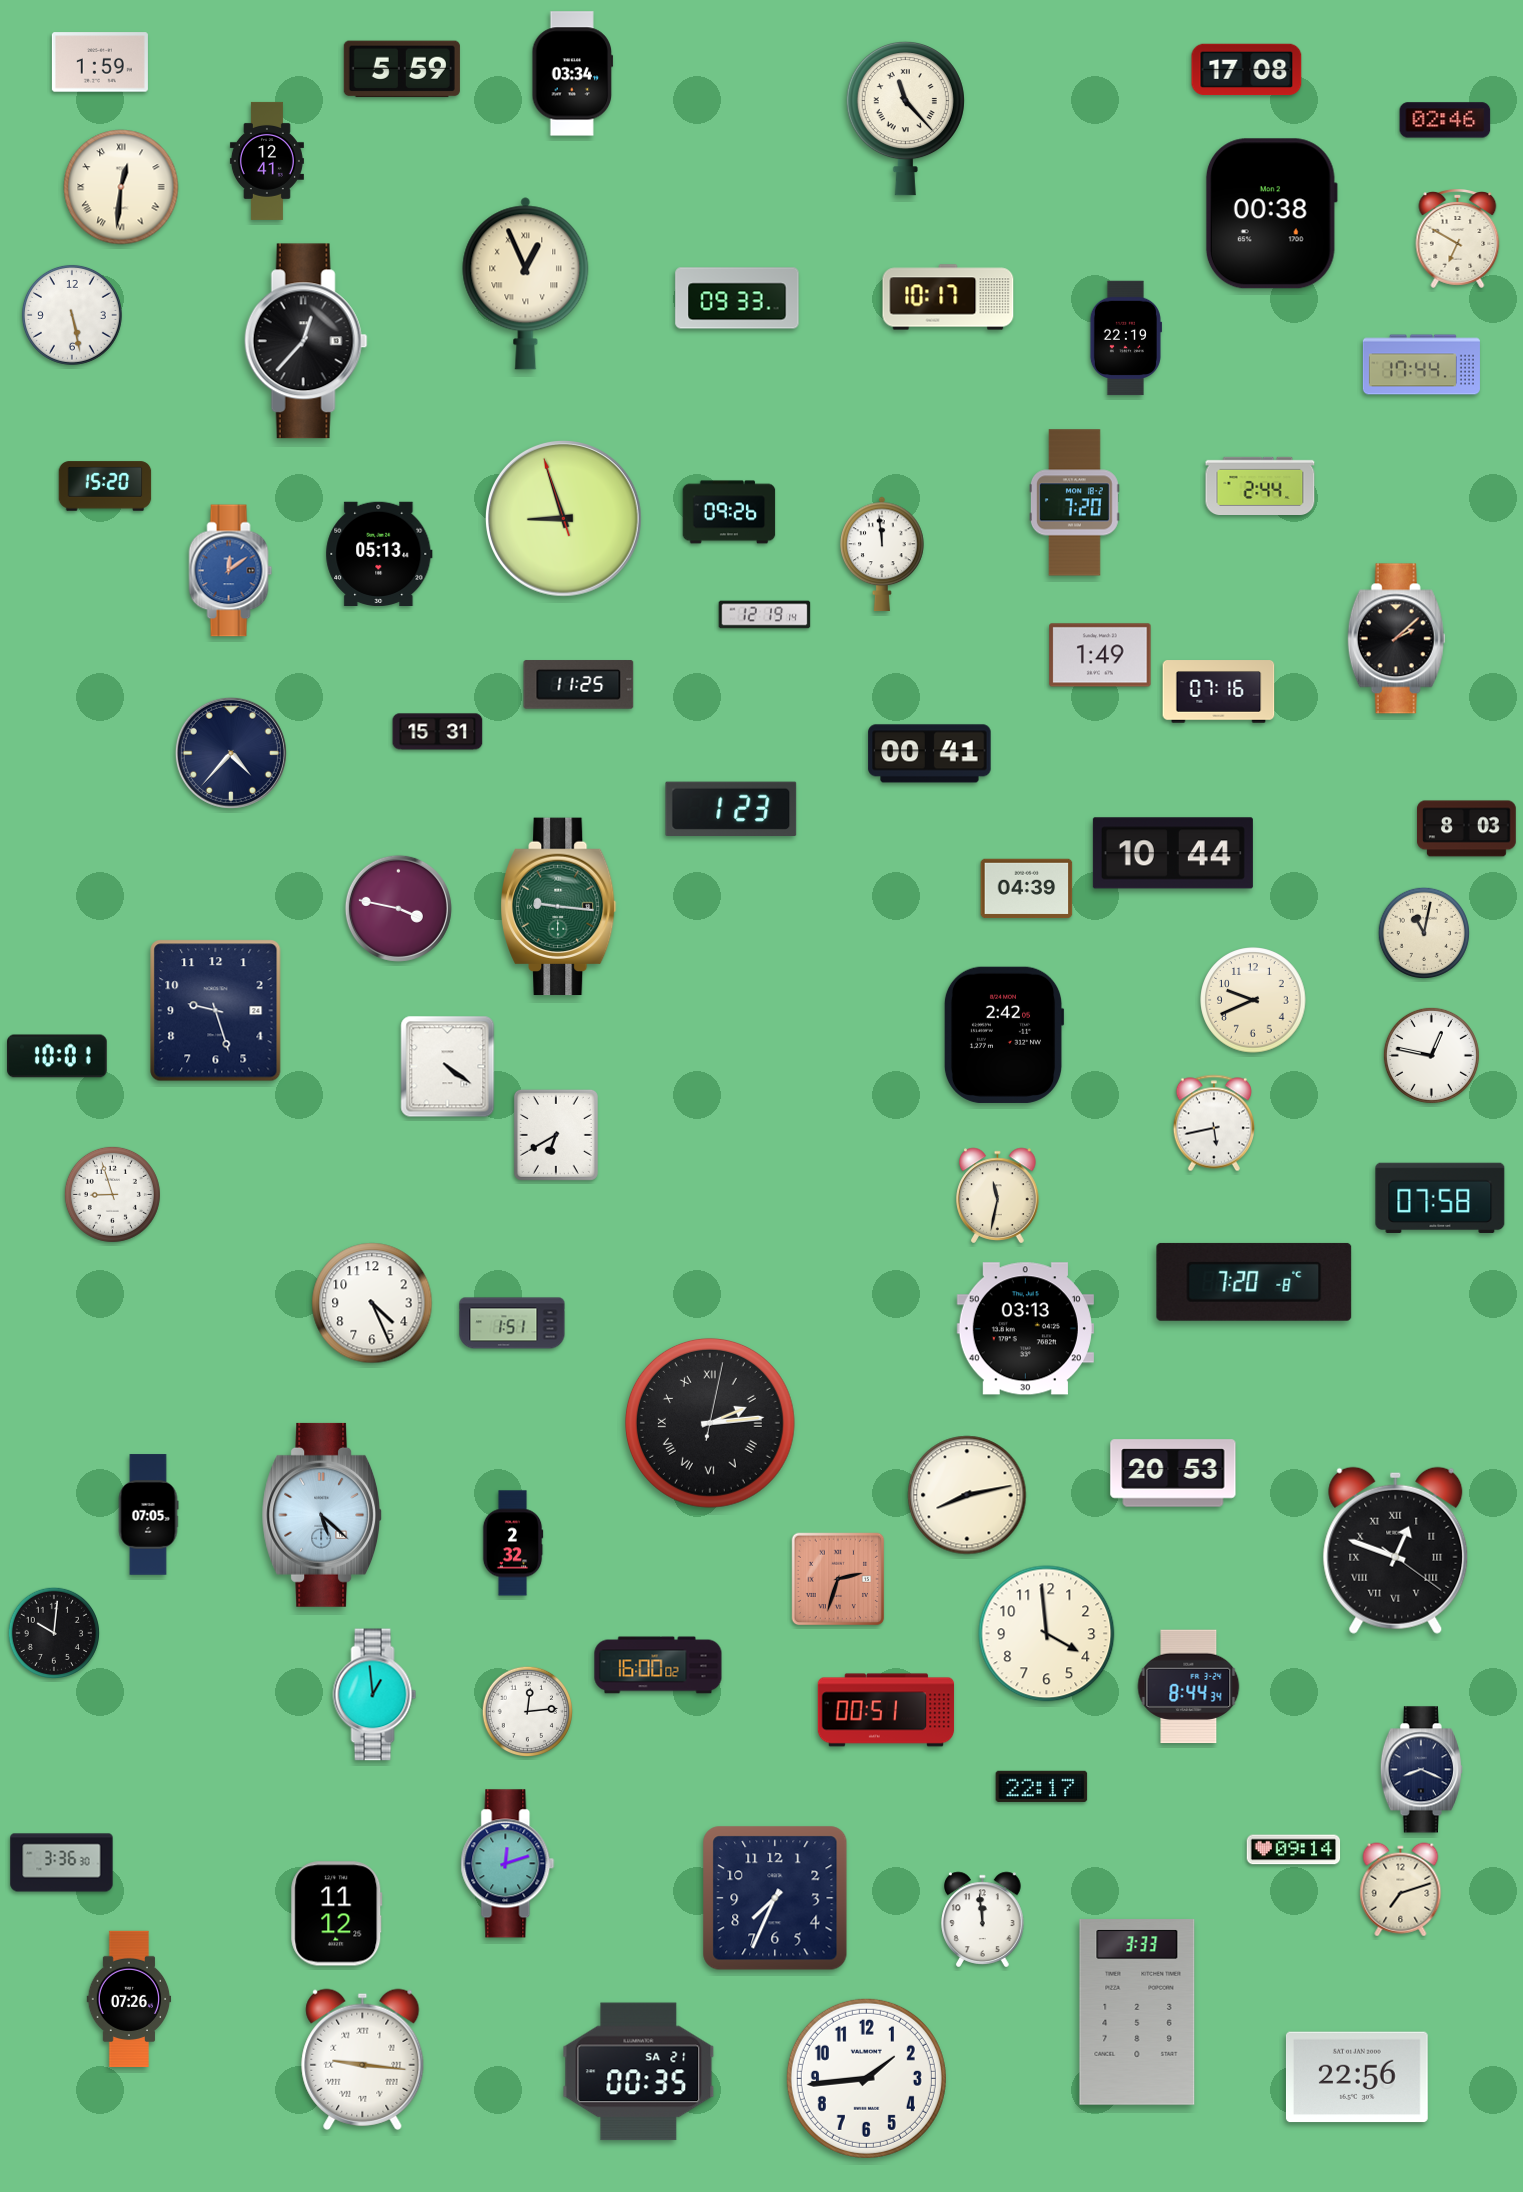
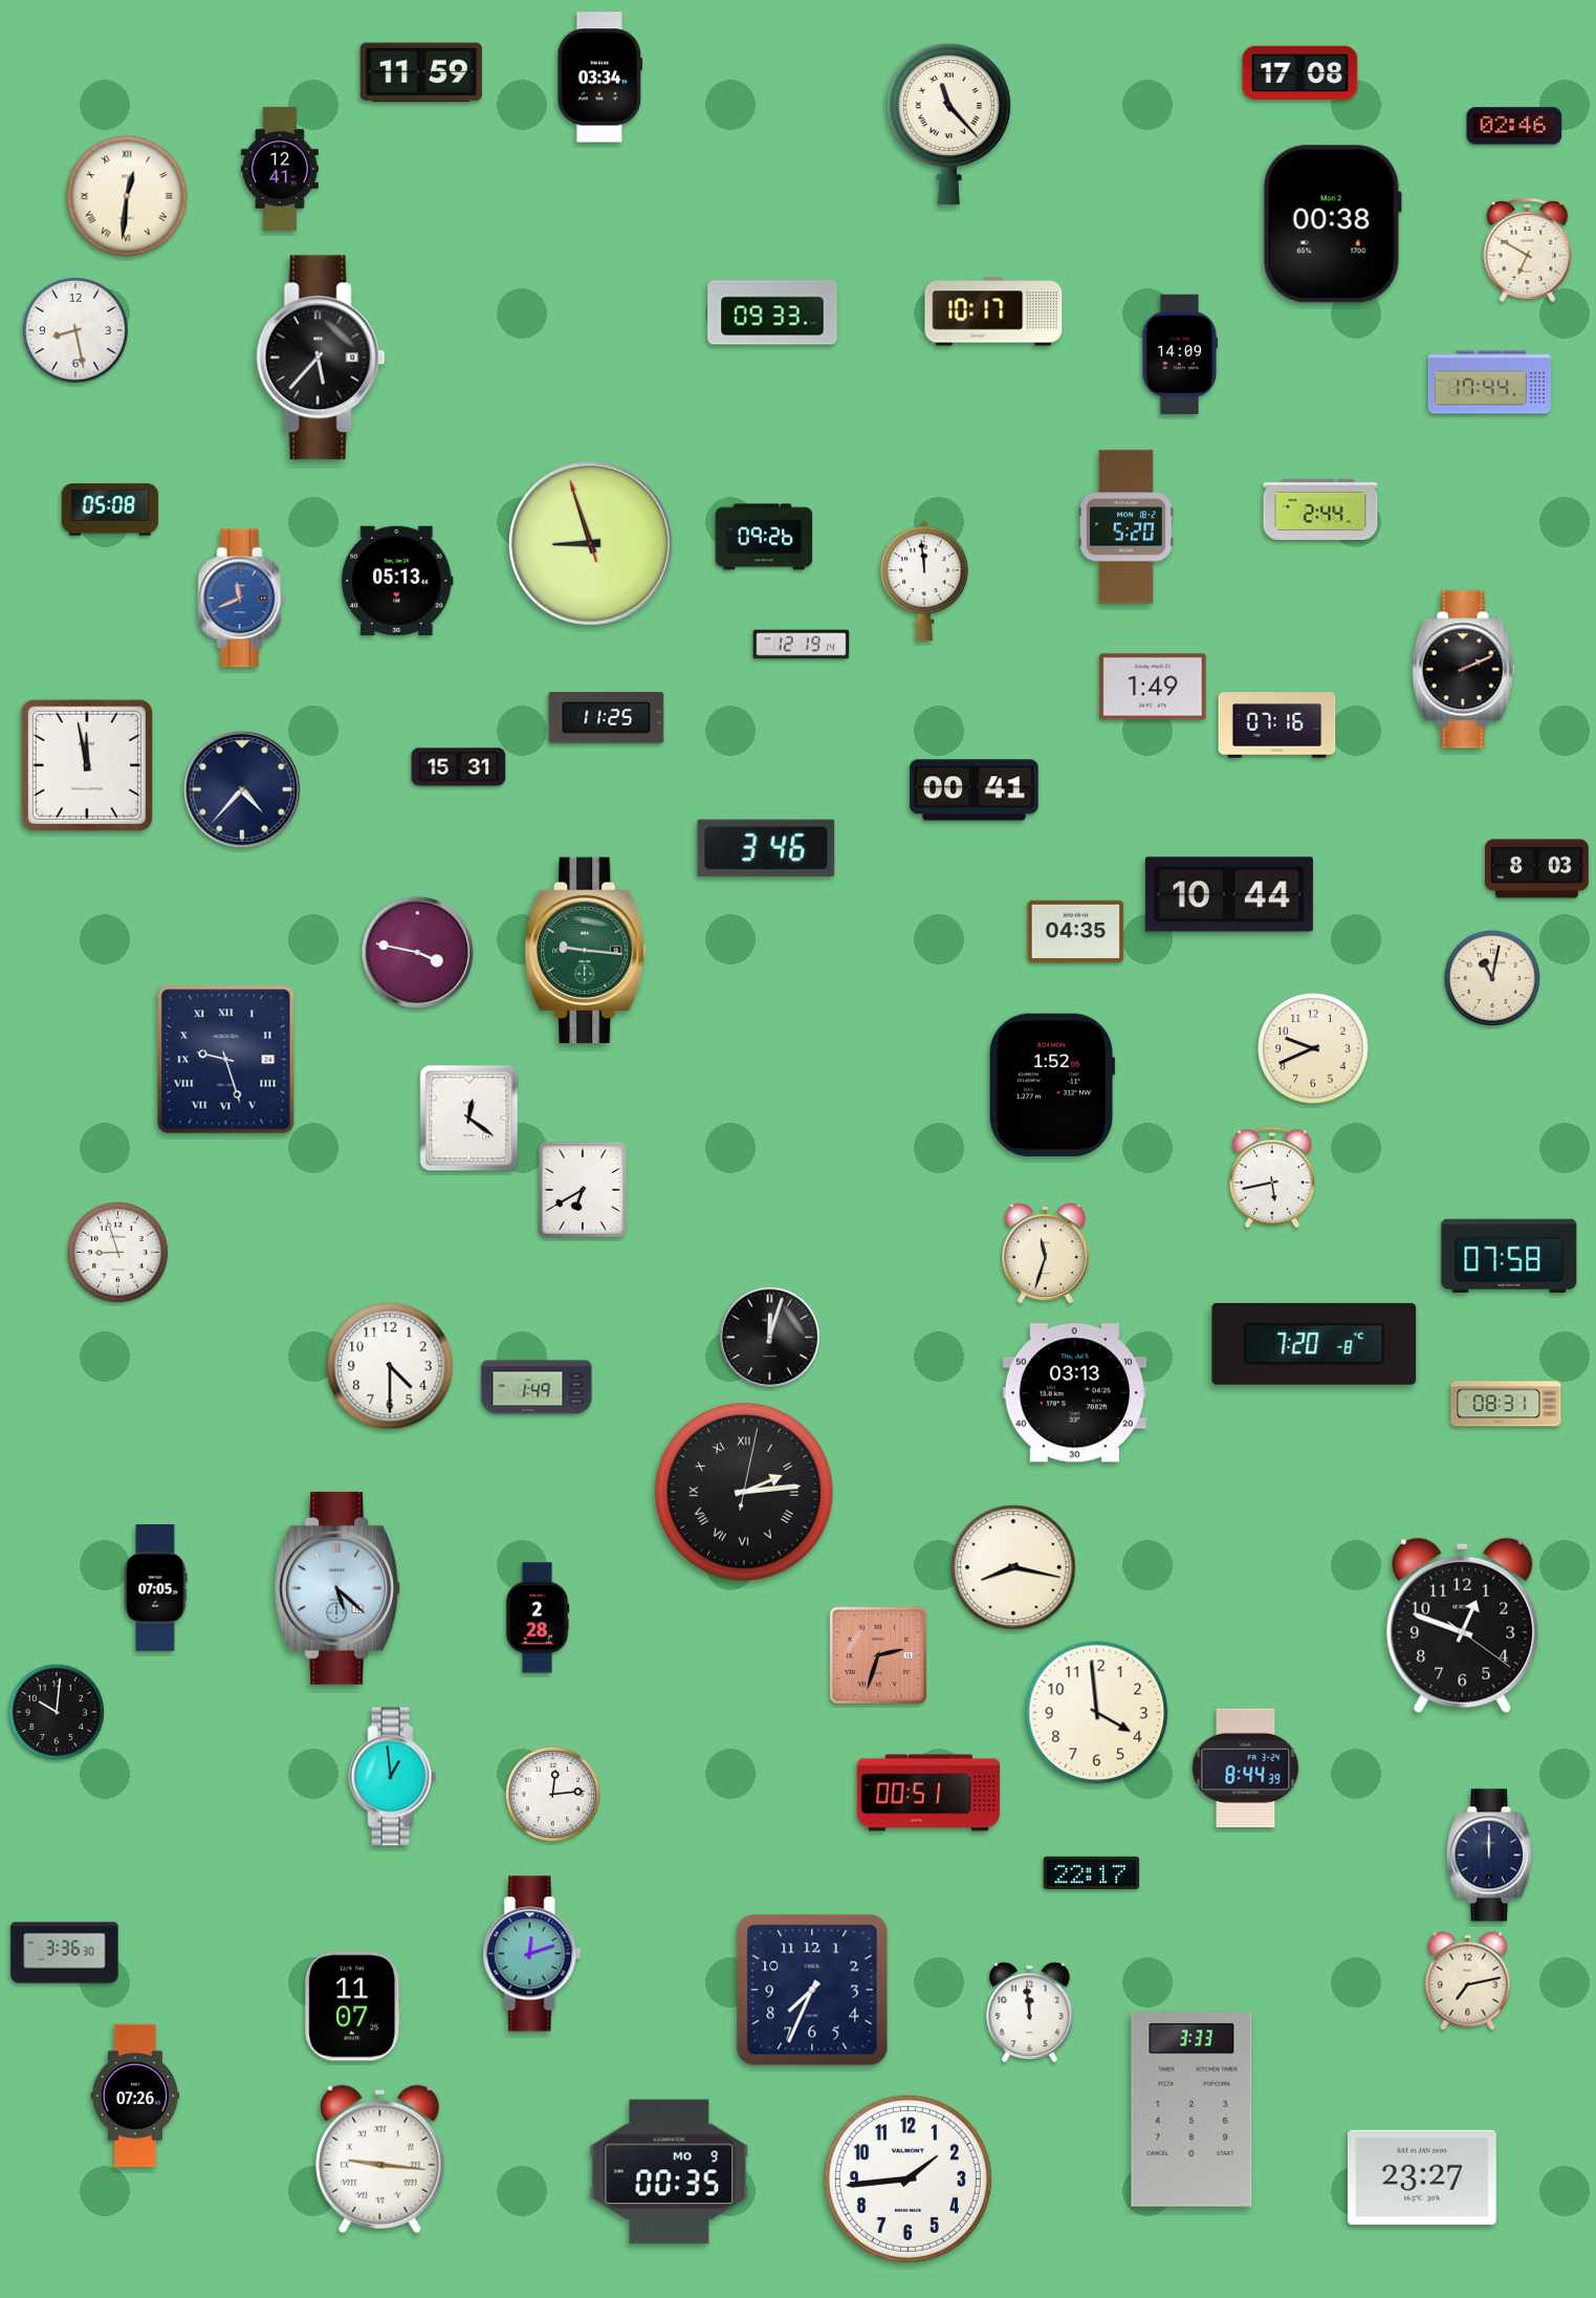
clock at (100, 62): 1:59 -> none
clock at (402, 69): 5:59 -> 11:59
clock at (1247, 70) position: (1247, 70) -> (1300, 73)
clock at (526, 284): 12:56 -> none
clock at (72, 315): 5:28 -> 8:28
clock at (1125, 338): 22:19 -> 14:09
clock at (306, 341): 12:37 -> 5:37
clock at (105, 486): 15:20 -> 05:08
clock at (1074, 503): 7:20 -> 5:20
clock at (231, 571): 12:09 -> 11:41
clock at (1396, 639): 2:08 -> 2:11
clock at (87, 765): none -> 11:58
clock at (731, 808): 1:23 -> 3:46
clock at (1027, 889): 04:39 -> 04:35
clock at (216, 1011) numerals: Arabic -> Roman
clock at (1004, 1035): 2:42 -> 1:52
clock at (1431, 1055): 12:47 -> none
clock at (57, 1056): 10:01 -> none
clock at (448, 1067): 4:21 -> 12:21
clock at (998, 1196): 11:32 -> 11:33
clock at (769, 1337): none -> 12:03
clock at (372, 1303): 4:26 -> 4:30
clock at (512, 1323): 1:51 -> 1:49
clock at (1506, 1404): none -> 08:31
clock at (1173, 1473): 20:53 -> none
clock at (967, 1495): 8:13 -> 8:17
clock at (513, 1543): 2:32 -> 2:28
clock at (1396, 1550) numerals: Roman -> Arabic
clock at (658, 1665): 16:00 -> none
clock at (1189, 1687): 8:44:34 -> 8:44:39
clock at (1421, 1770): 8:19 -> 12:00
clock at (1294, 1850): 09:14 -> none
clock at (1401, 1890): 7:12 -> 7:13
clock at (337, 1914): 11:12 -> 11:07
clock at (639, 2072) date: SA 21 -> MO 9
clock at (1357, 2077): 22:56 -> 23:27
